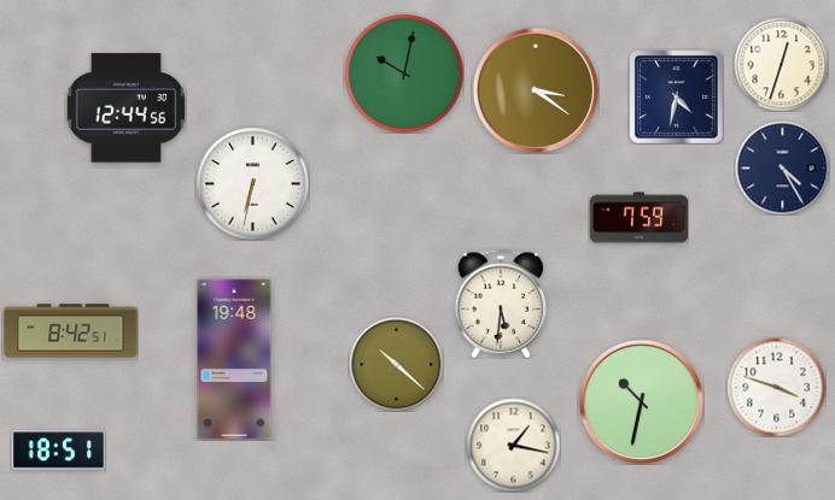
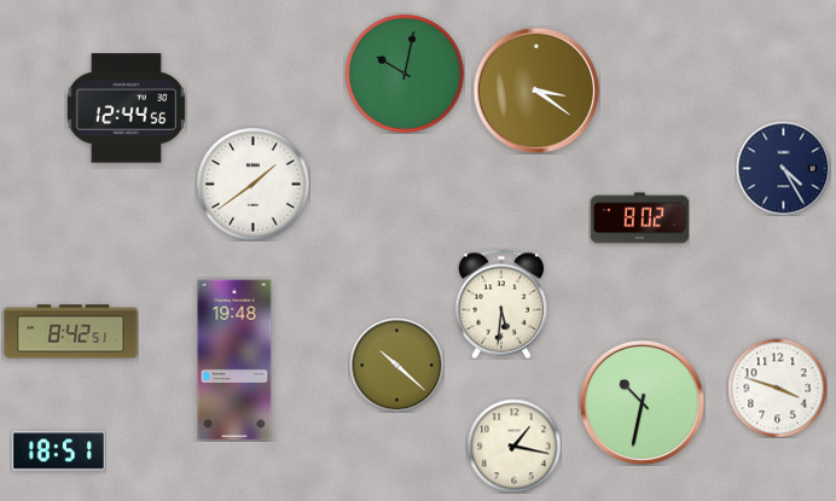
clock at (781, 64): 12:33 -> none
clock at (677, 98): 4:32 -> none
clock at (252, 183): 6:32 -> 1:39
clock at (638, 218): 7:59 -> 8:02
